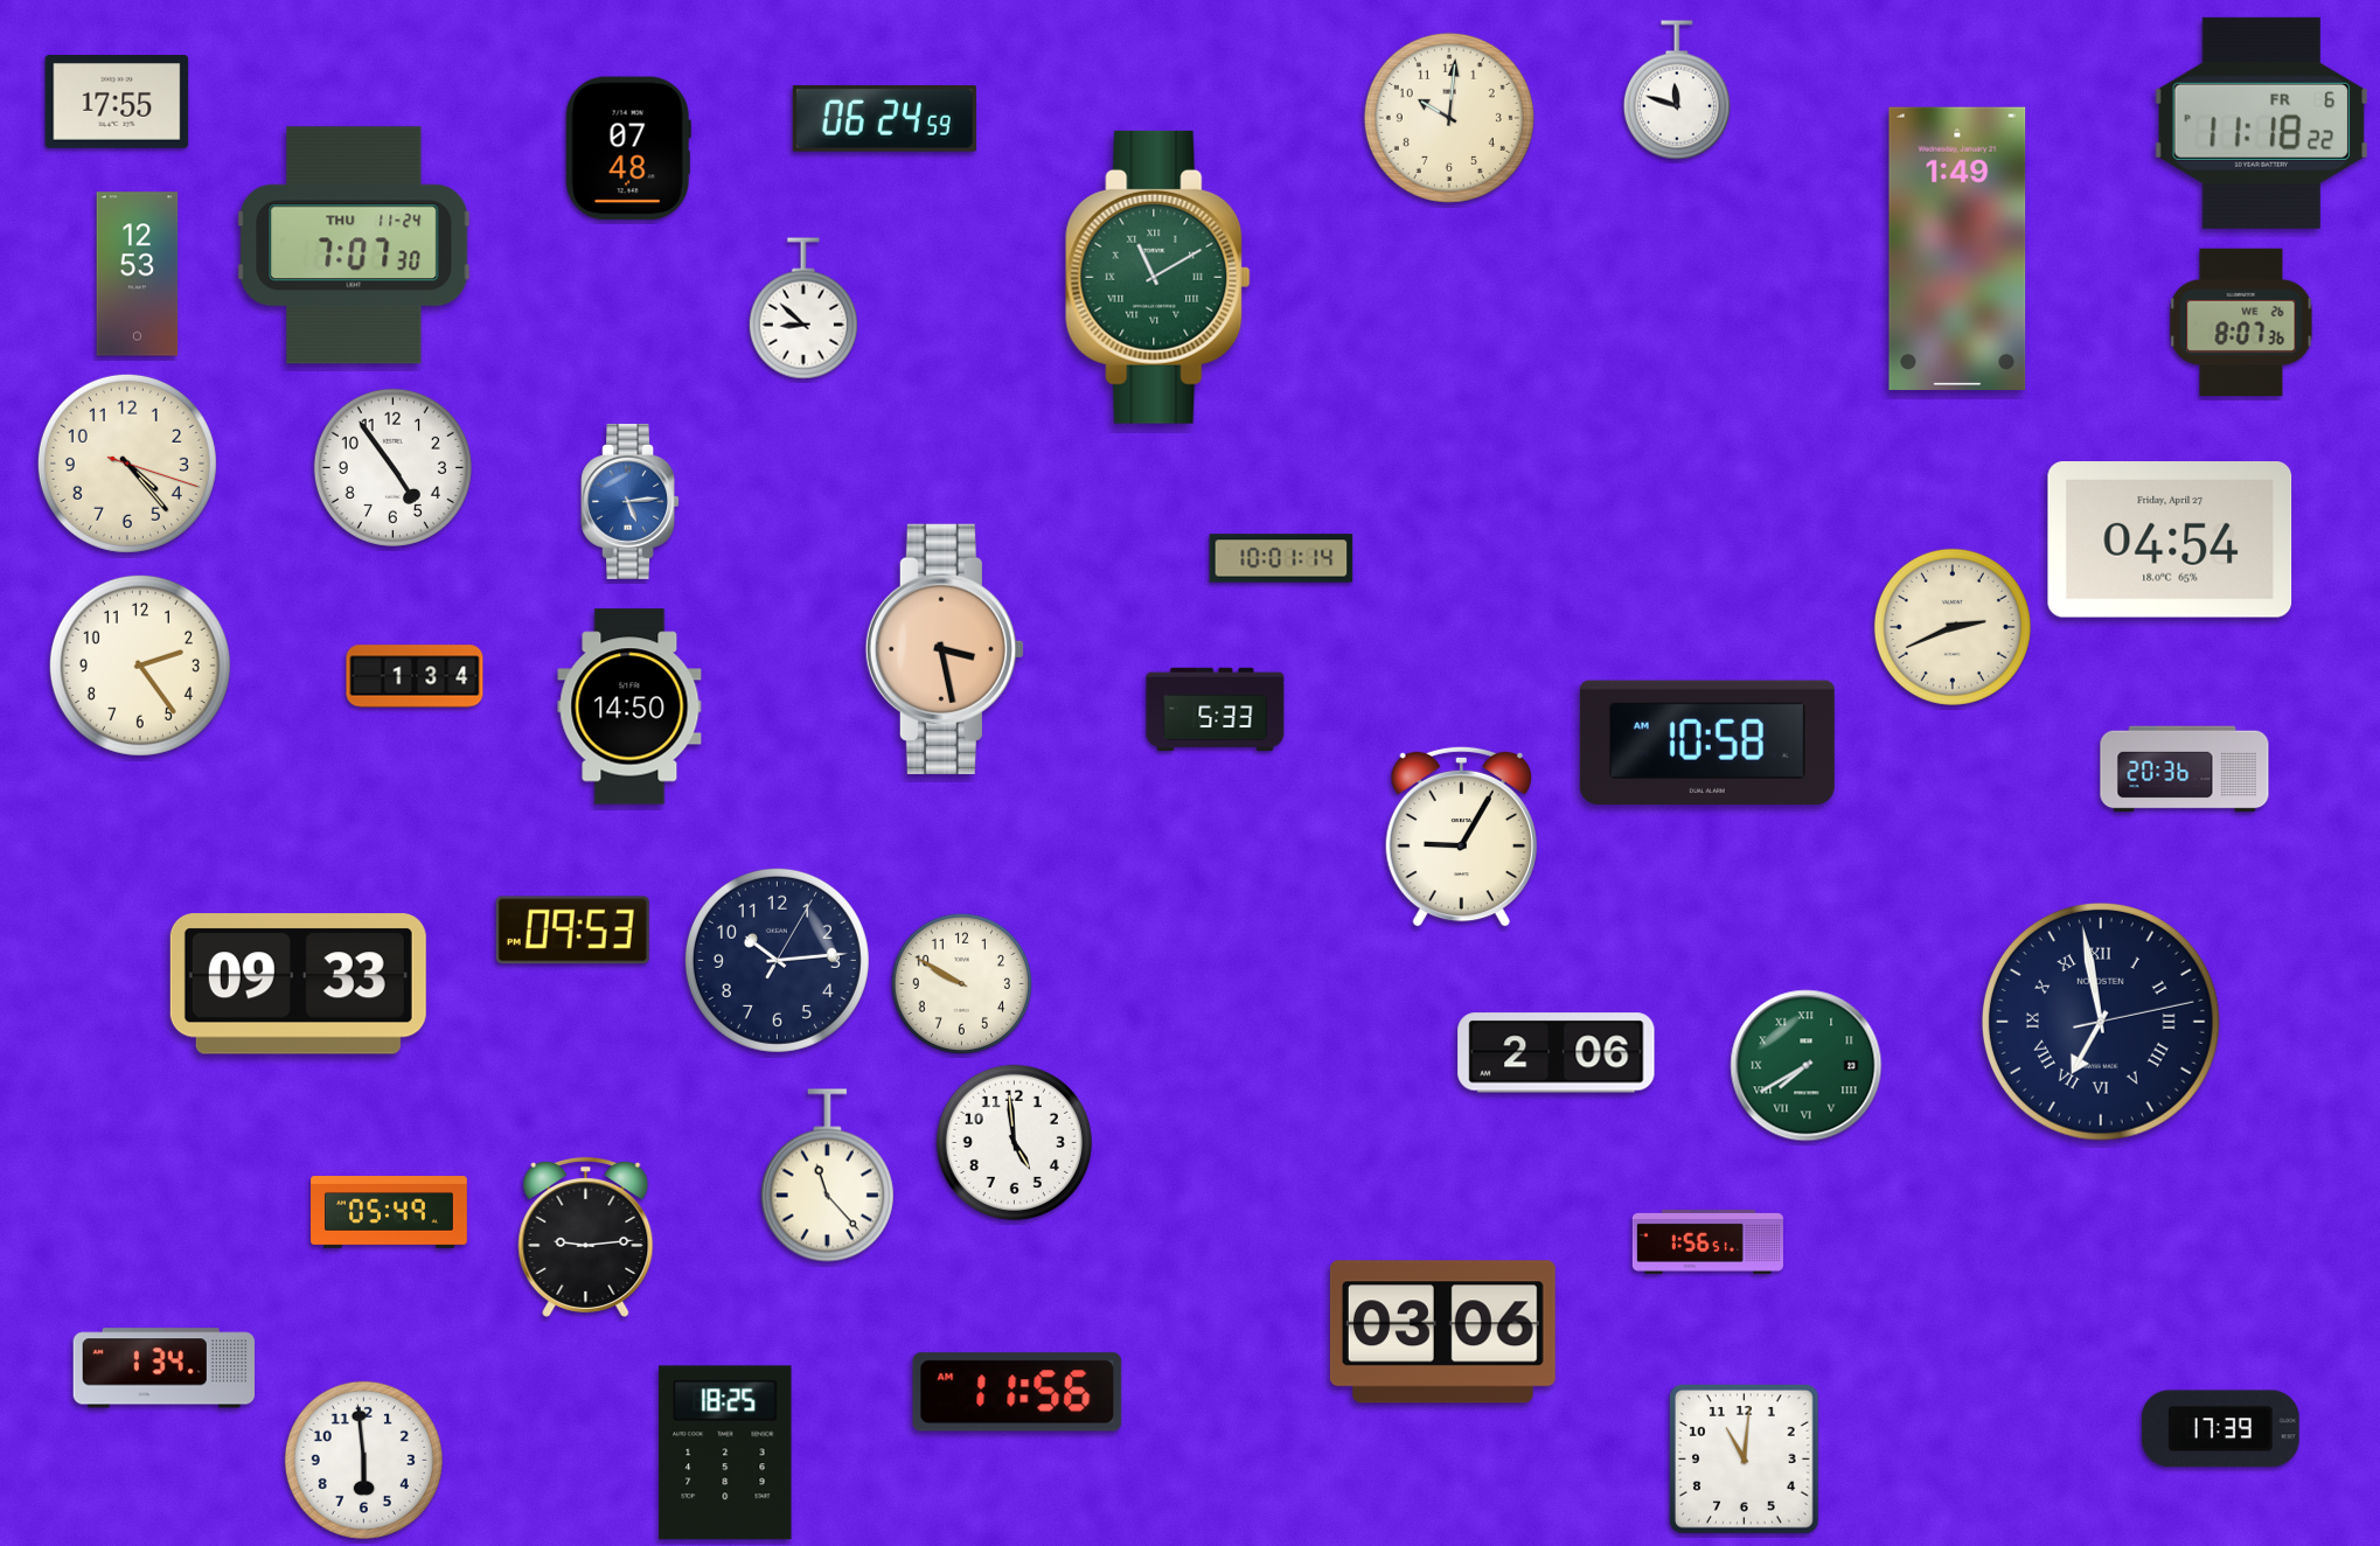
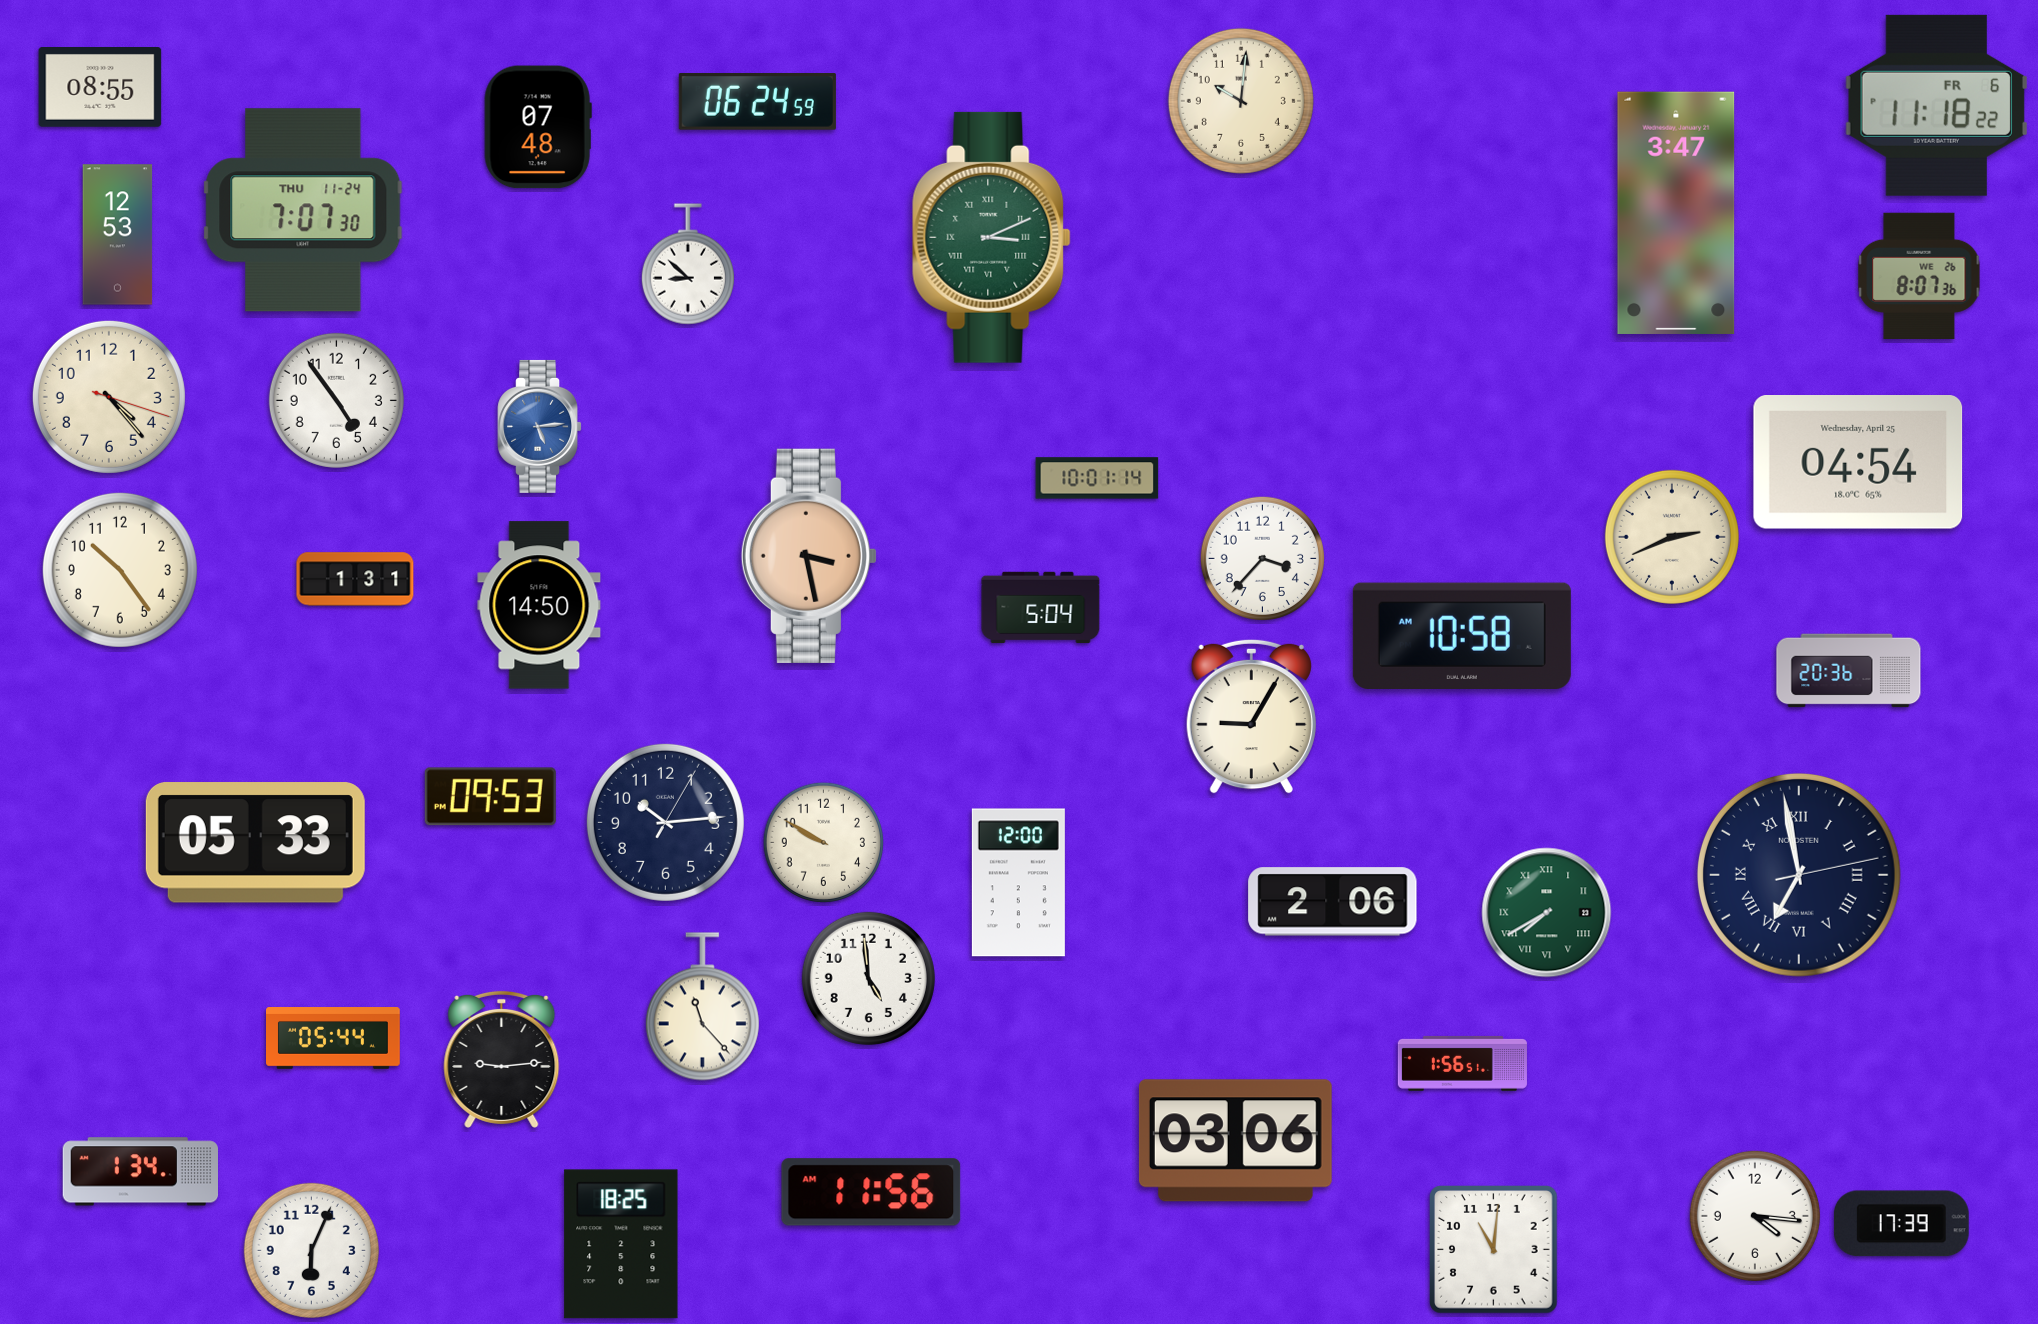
clock at (1677, 90): 11:48 -> none
clock at (117, 103): 17:55 -> 08:55
clock at (1957, 249): 1:49 -> 3:47
clock at (1158, 277): 11:10 -> 3:11
clock at (629, 501) position: (629, 501) -> (539, 426)
clock at (2170, 541) date: Friday, April 27 -> Wednesday, April 25
clock at (1262, 558): none -> 3:37
clock at (140, 666): 2:24 -> 10:24
clock at (415, 676): 1:34 -> 1:31
clock at (1216, 710): 5:33 -> 5:04
clock at (2185, 769) position: (2185, 769) -> (1849, 671)
clock at (298, 984): 09:33 -> 05:33
clock at (1018, 883): none -> 12:00
clock at (827, 1176) position: (827, 1176) -> (702, 1007)
clock at (390, 1213): 05:49 -> 05:44
clock at (1755, 1216): none -> 4:16
clock at (363, 1460): 5:59 -> 6:04
